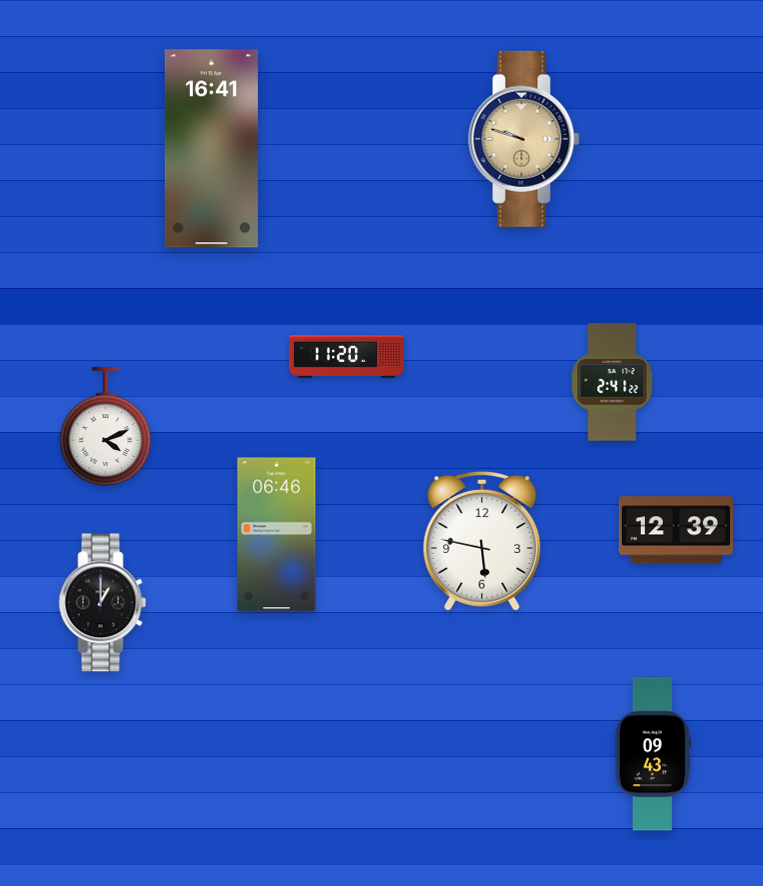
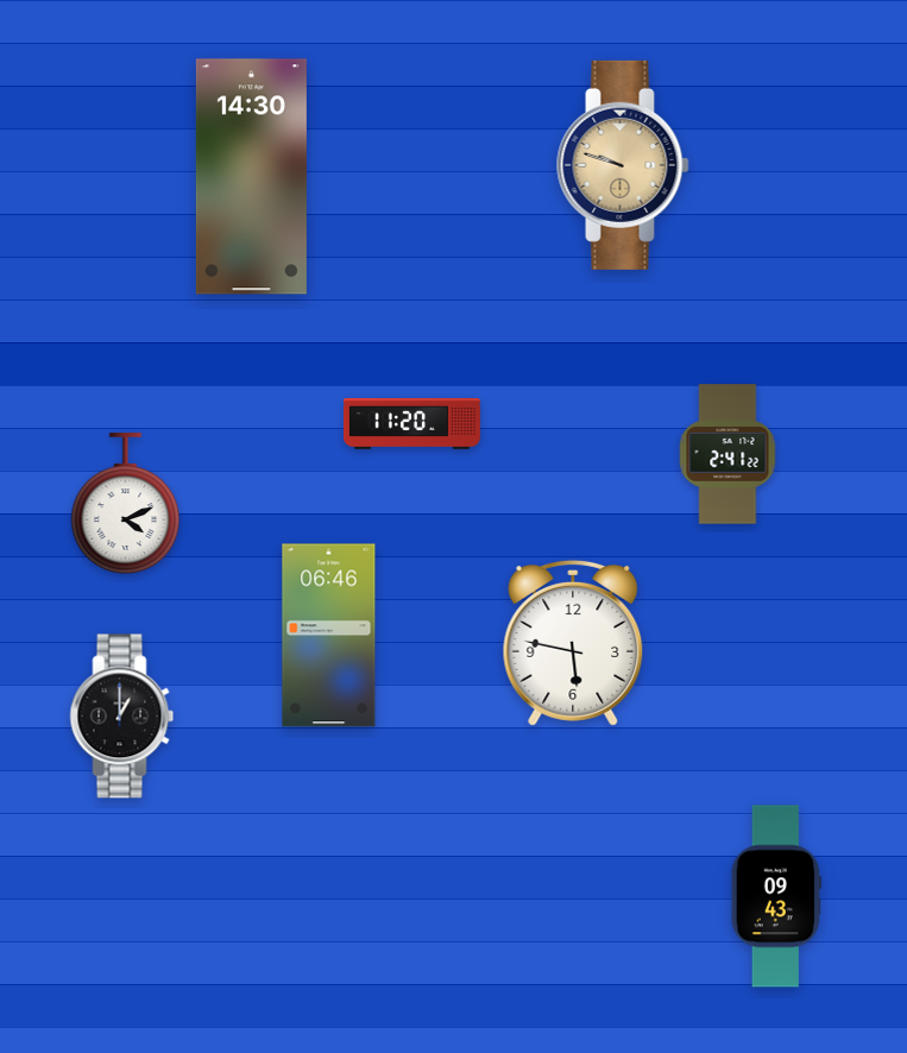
clock at (211, 149): 16:41 -> 14:30
clock at (106, 426) position: (106, 426) -> (126, 503)
clock at (676, 530): 12:39 -> none
